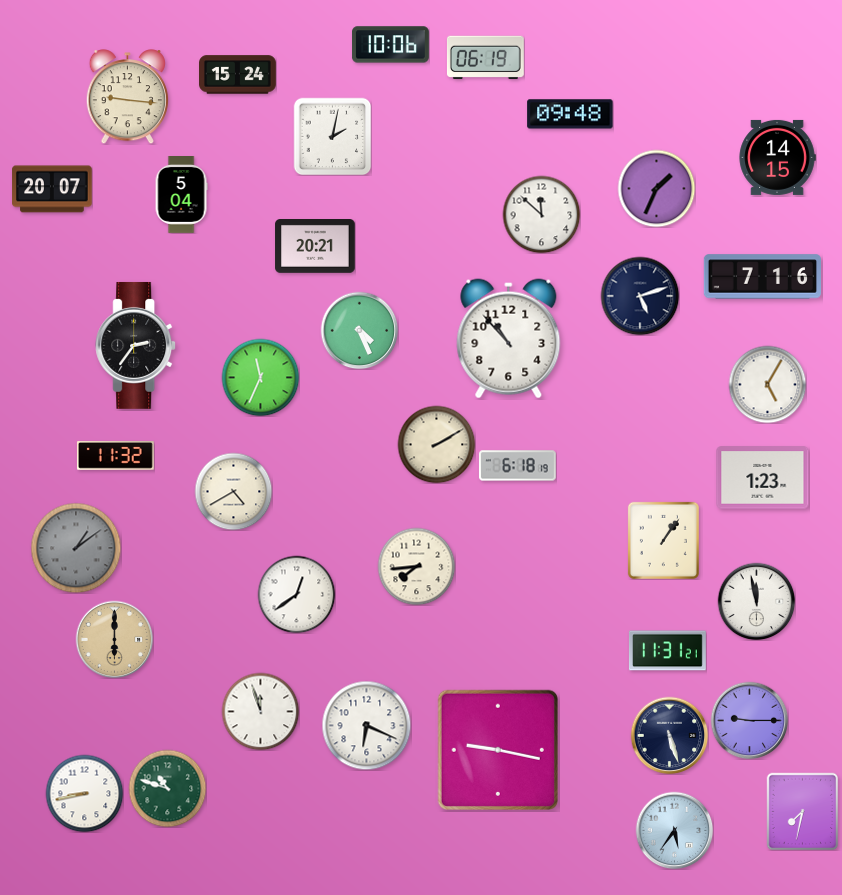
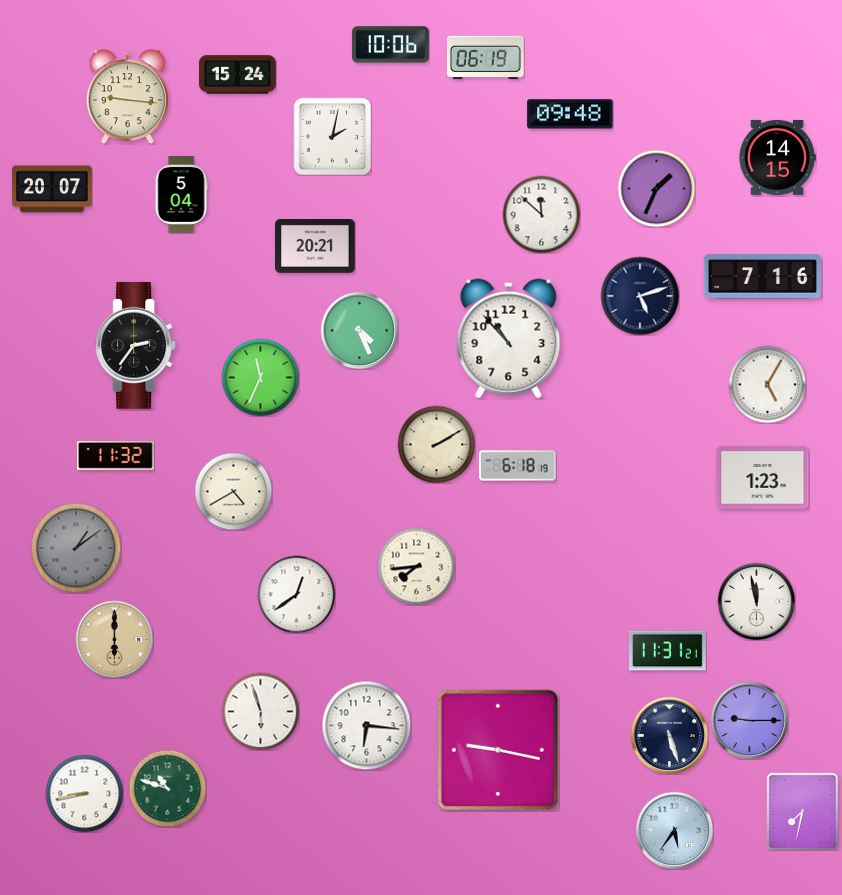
clock at (663, 540): 1:06 -> none
clock at (260, 711): 11:57 -> 5:57
clock at (366, 725): 6:19 -> 6:16
